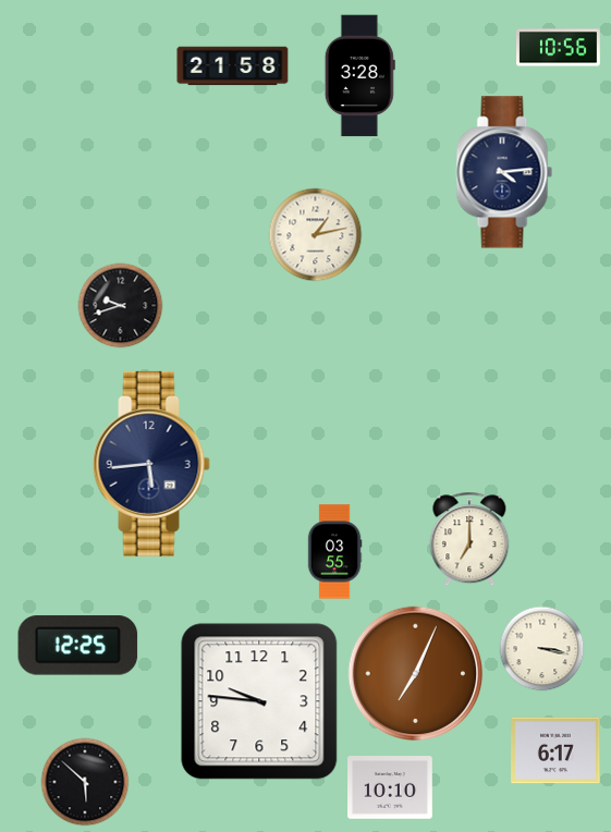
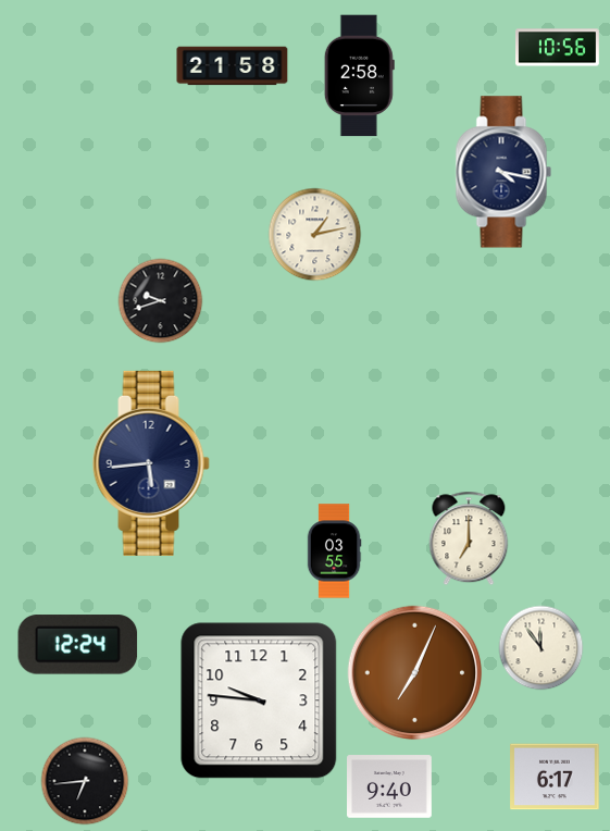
clock at (359, 76): 3:28 -> 2:58
clock at (504, 172): 4:14 -> 4:17
clock at (120, 305) position: (120, 305) -> (160, 300)
clock at (78, 646): 12:25 -> 12:24
clock at (541, 648): 3:17 -> 11:54
clock at (555, 750) position: (555, 750) -> (555, 777)
clock at (85, 782): 5:52 -> 6:44
clock at (391, 787): 10:10 -> 9:40
